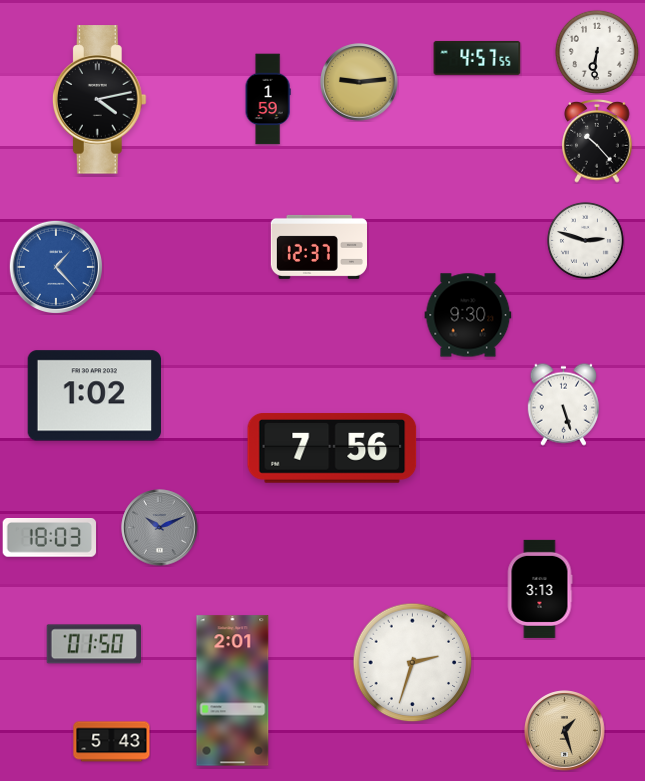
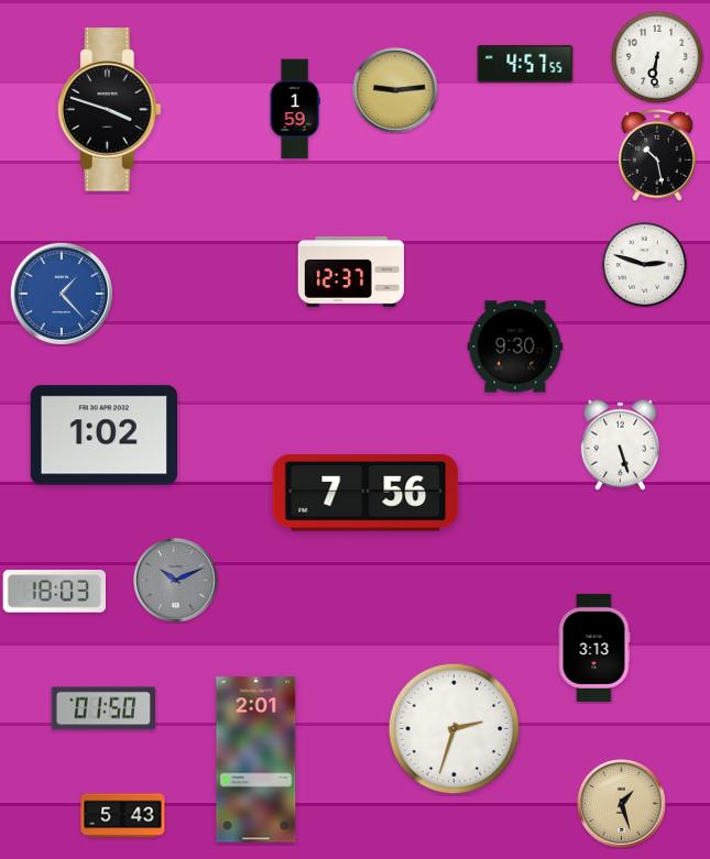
clock at (99, 100): 4:13 -> 3:48
clock at (597, 141): 10:23 -> 10:28
